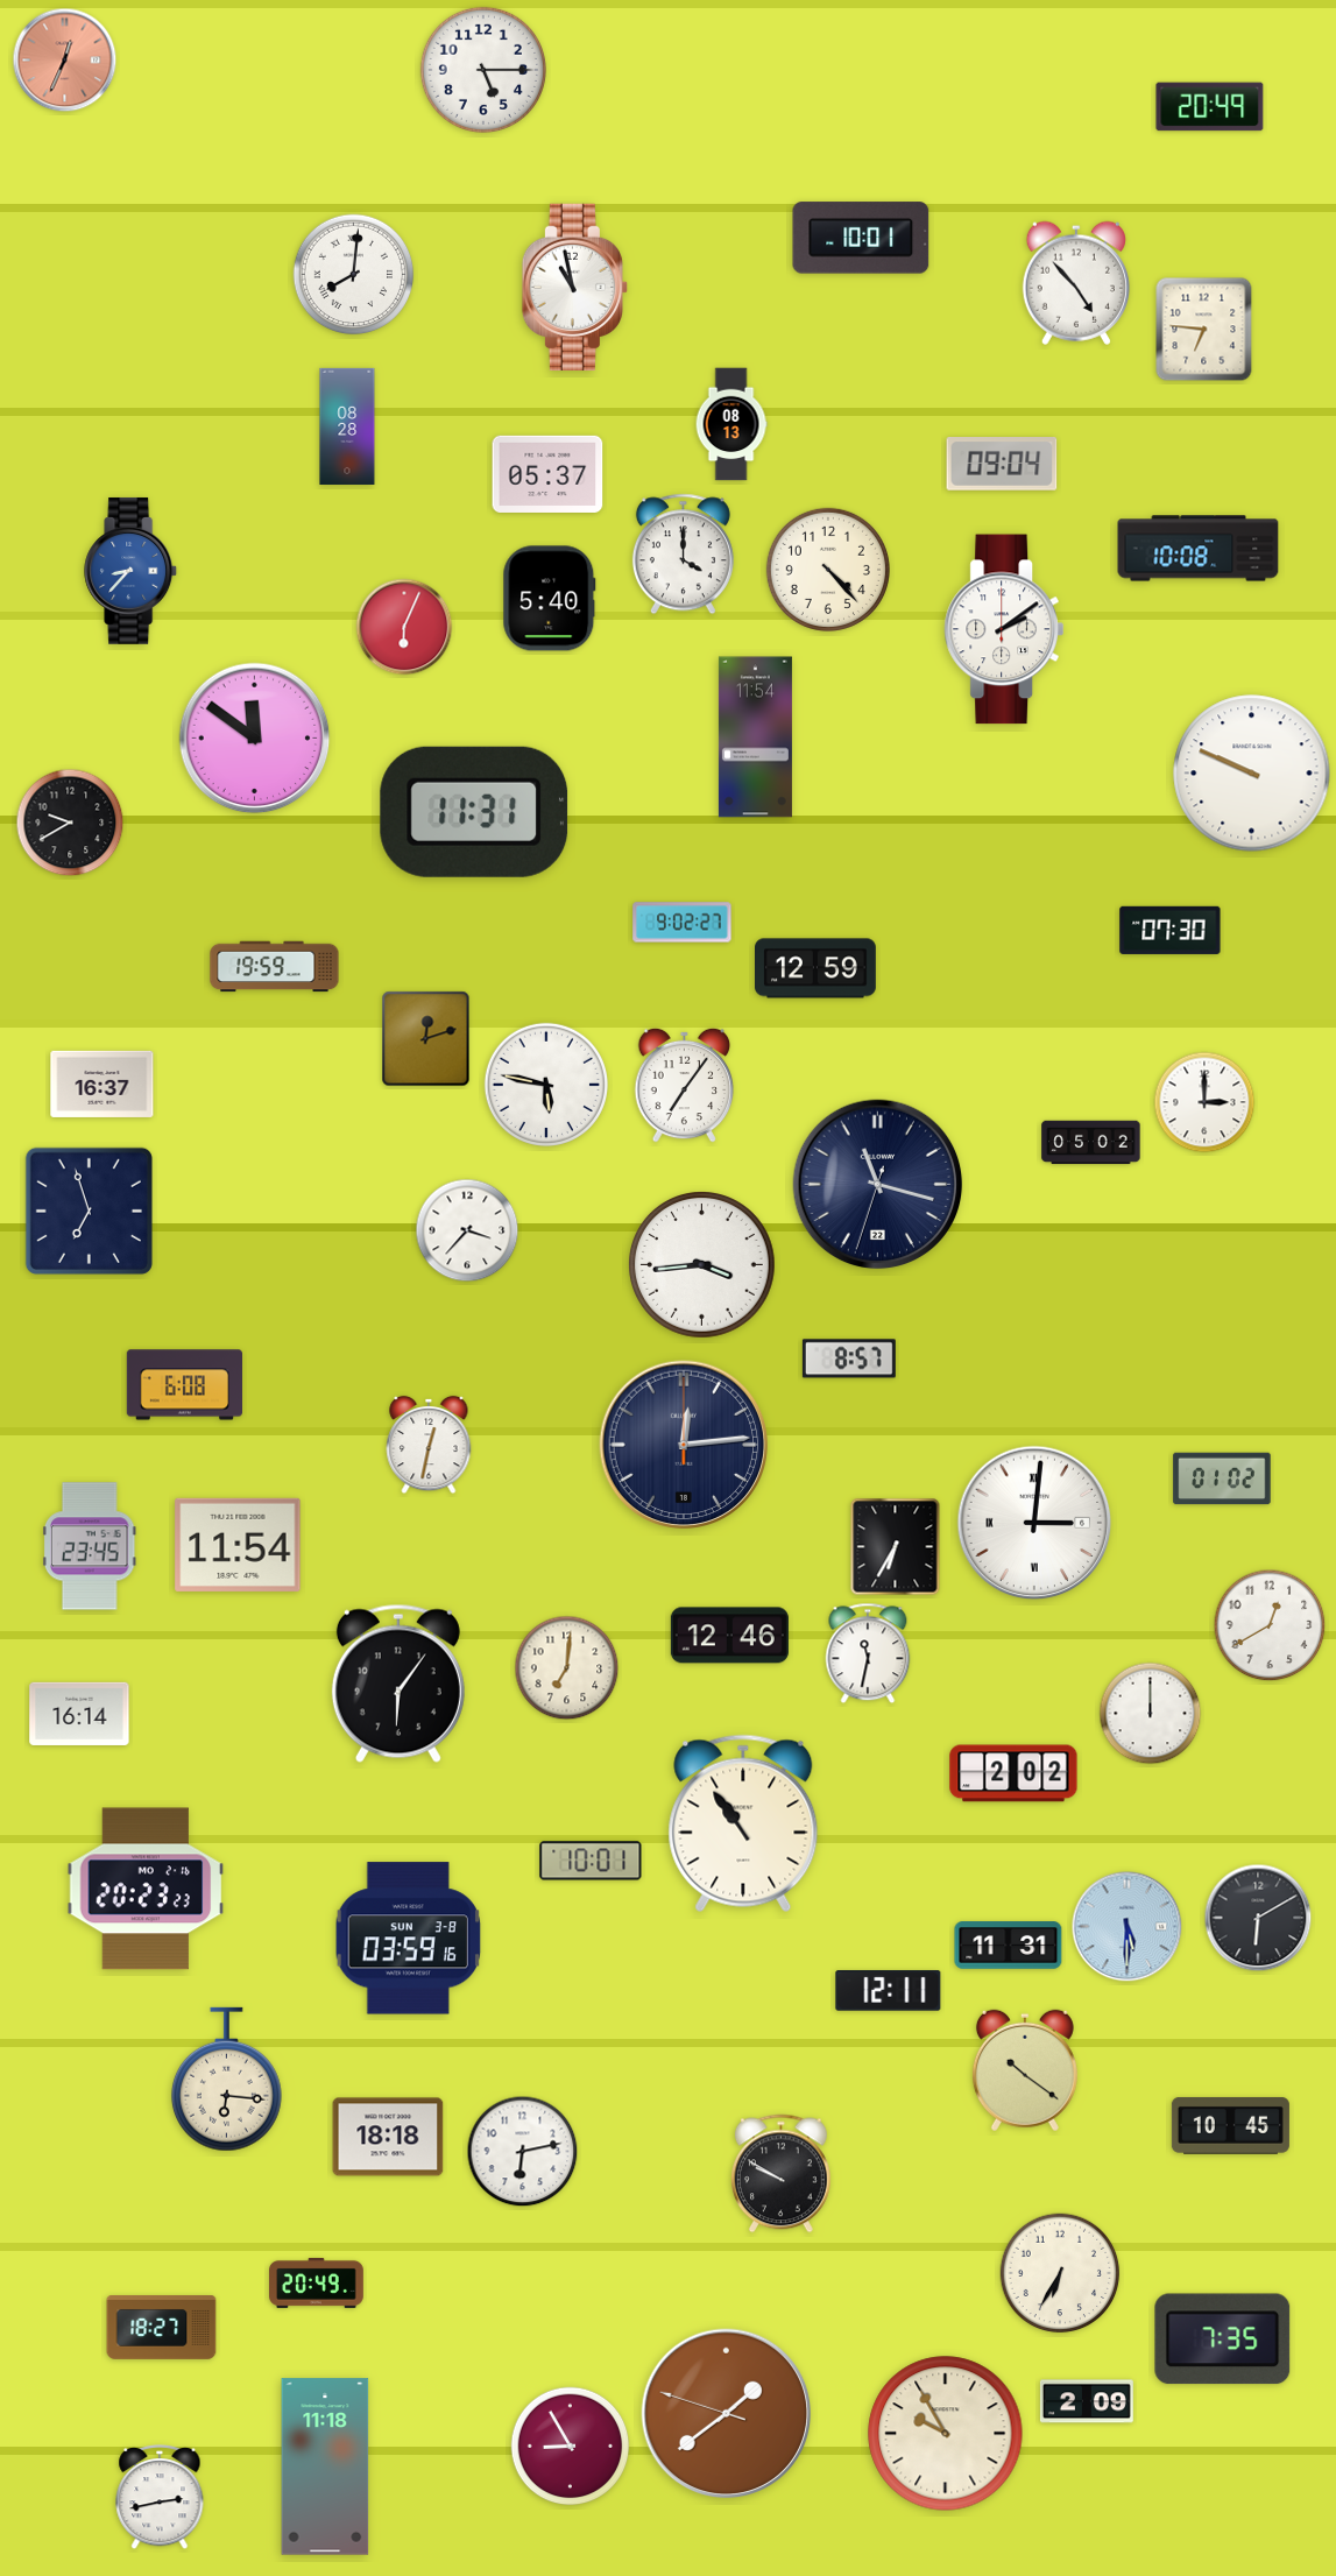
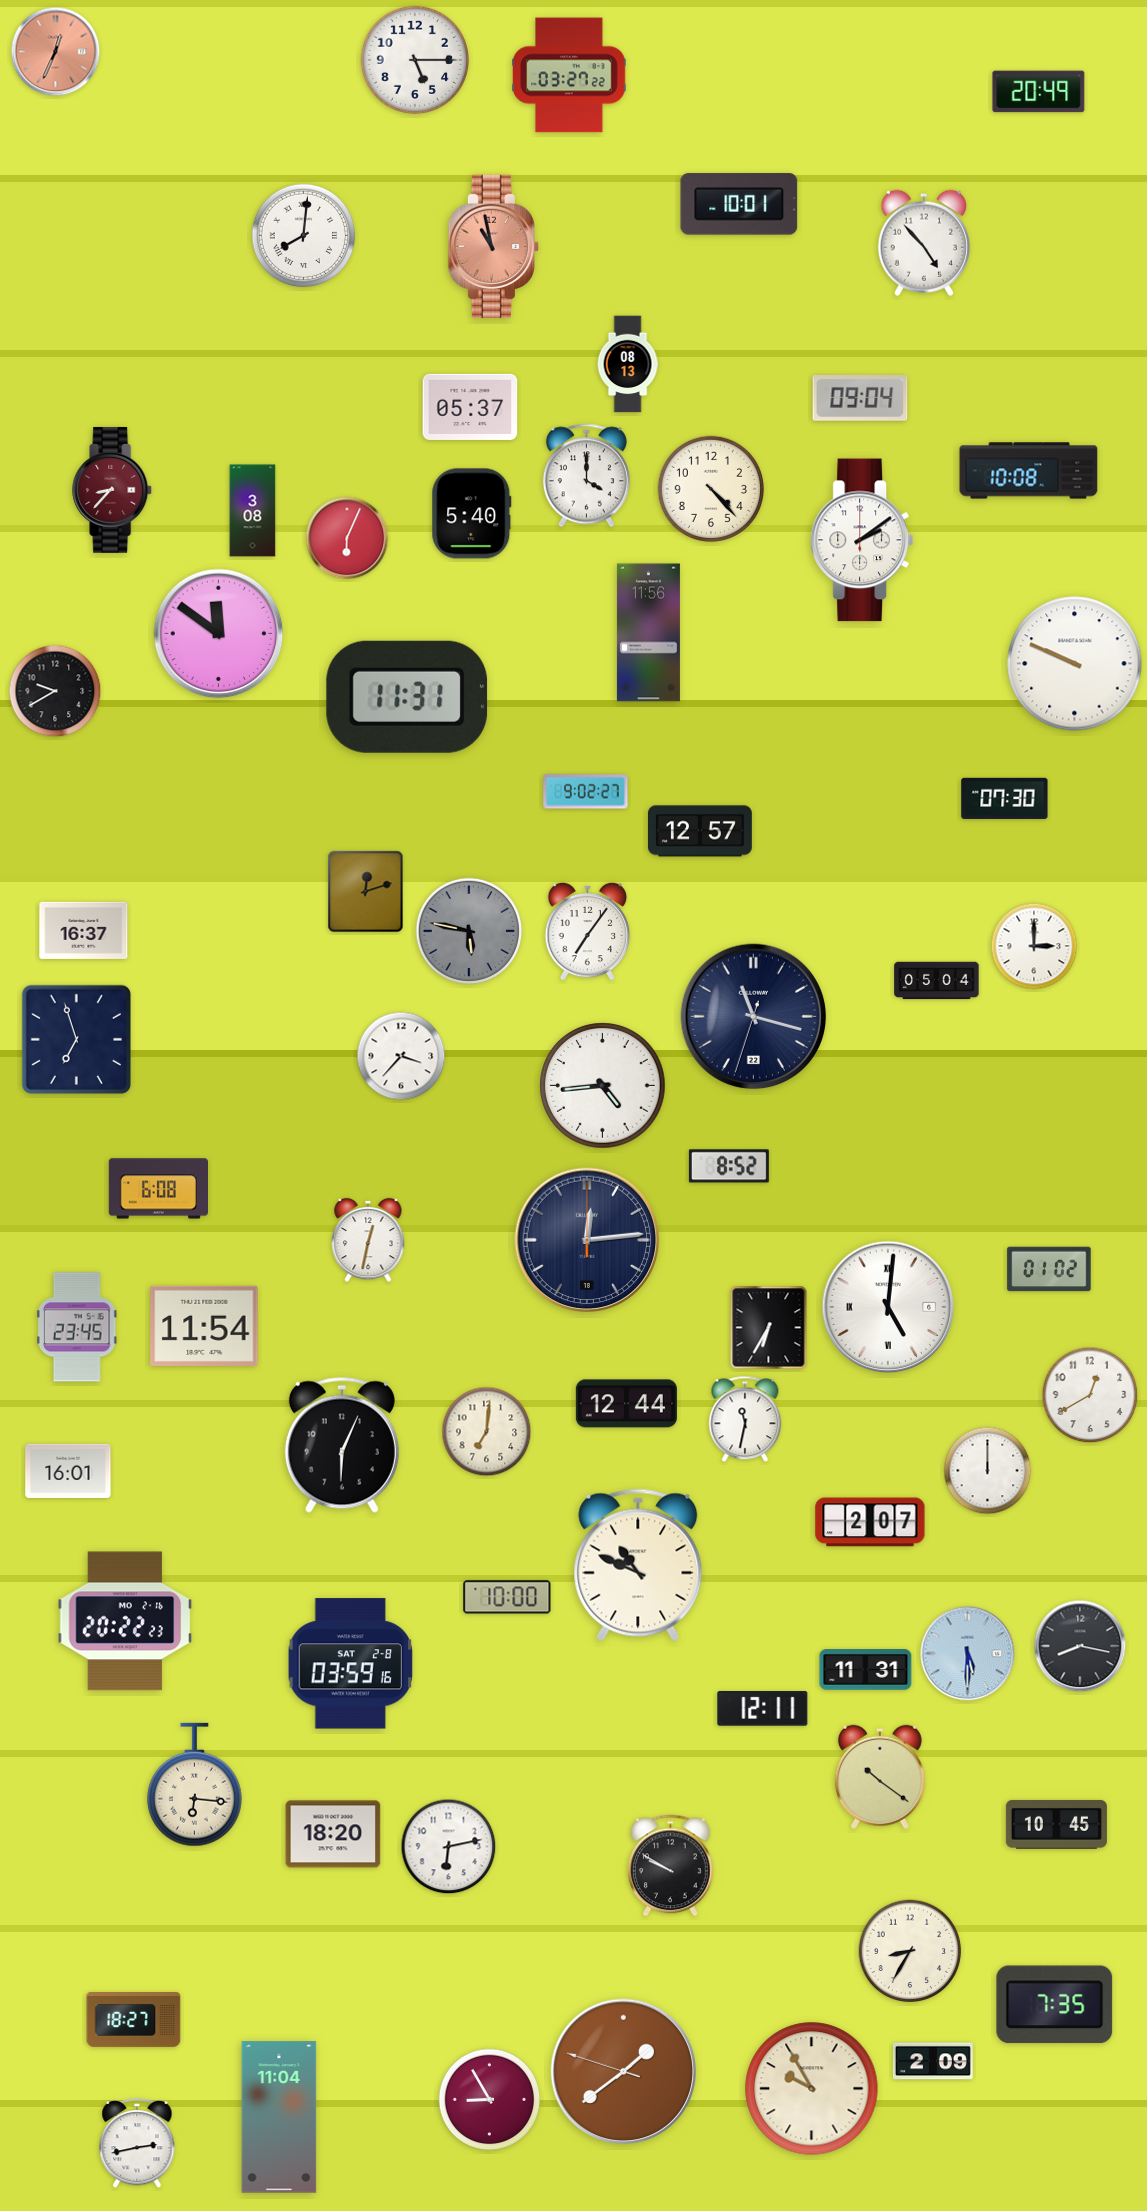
clock at (569, 75): none -> 03:27
clock at (574, 287) dial: white -> salmon
clock at (1204, 330): 6:46 -> none
clock at (347, 426): 08:28 -> none
clock at (132, 571) dial: blue -> burgundy
clock at (253, 511): none -> 3:08
clock at (755, 737): 11:54 -> 11:56
clock at (70, 823) position: (70, 823) -> (55, 691)
clock at (275, 967): 19:59 -> none
clock at (817, 968): 12:59 -> 12:57
clock at (103, 1084) position: (103, 1084) -> (84, 930)
clock at (545, 1084) dial: white -> grey
clock at (1091, 1143): 05:02 -> 05:04
clock at (702, 1265): 3:44 -> 4:44
clock at (849, 1358): 8:57 -> 8:52
clock at (1034, 1523): 3:01 -> 5:01
clock at (729, 1636): 12:46 -> 12:44
clock at (398, 1684): 6:06 -> 6:04
clock at (79, 1714): 16:14 -> 16:01
clock at (1013, 1773): 2:02 -> 2:07
clock at (743, 1823): 10:54 -> 10:49
clock at (591, 1861): 10:01 -> 10:00
clock at (146, 1889): 20:23 -> 20:22
clock at (1258, 1918): 6:10 -> 8:17
clock at (408, 1939) date: SUN 3-8 -> SAT 2-8
clock at (388, 2137): 18:18 -> 18:20
clock at (1060, 2273): 6:35 -> 8:35
clock at (317, 2282): 20:49 -> none
clock at (162, 2328) position: (162, 2328) -> (134, 2020)
clock at (1223, 2339) position: (1223, 2339) -> (1055, 2005)
clock at (325, 2466): 11:18 -> 11:04
